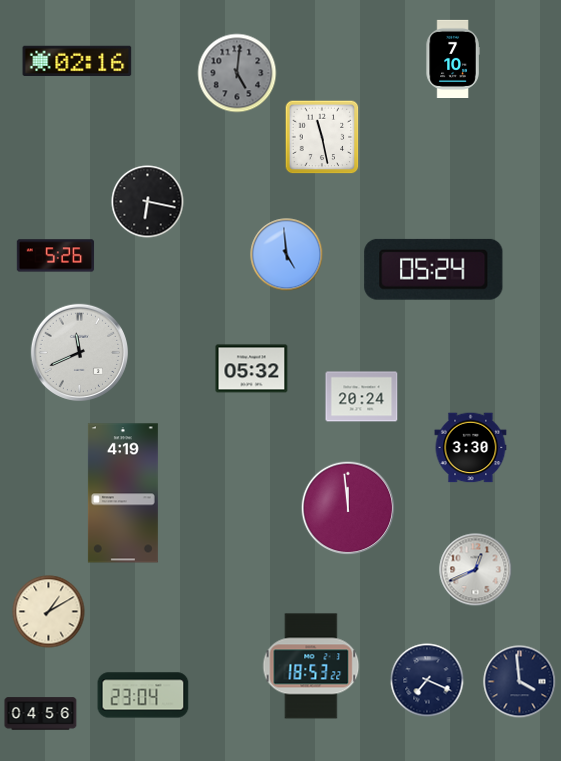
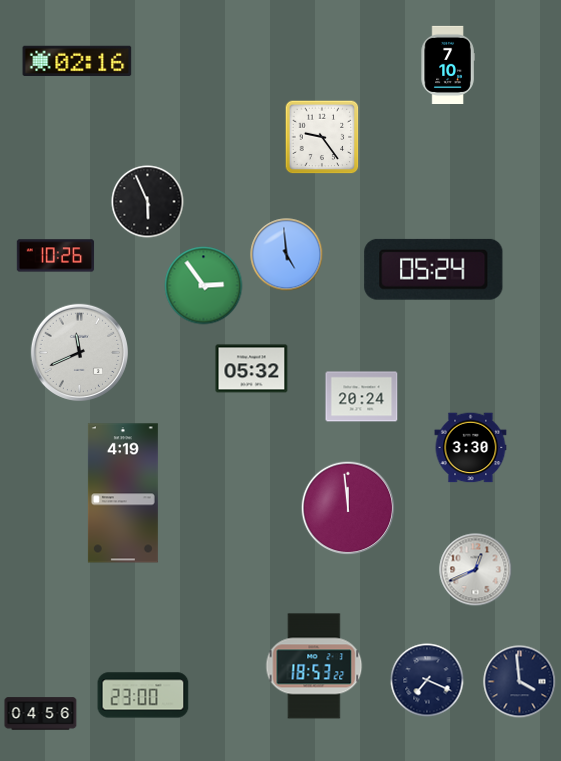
clock at (453, 58) position: (453, 58) -> (448, 64)
clock at (237, 73): 5:01 -> none
clock at (322, 137): 11:28 -> 9:24
clock at (148, 202): 6:17 -> 5:56
clock at (56, 256): 5:26 -> 10:26
clock at (204, 286): none -> 2:54
clock at (49, 612): 1:10 -> none
clock at (311, 666) position: (311, 666) -> (314, 666)
clock at (143, 695): 23:04 -> 23:00
